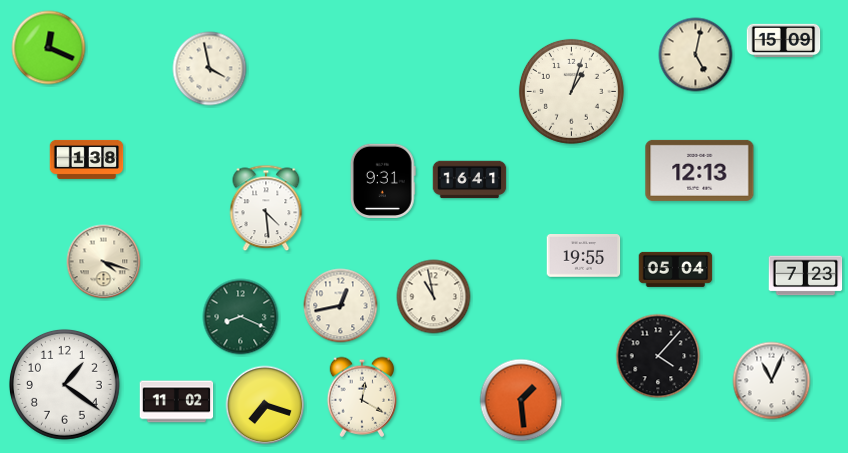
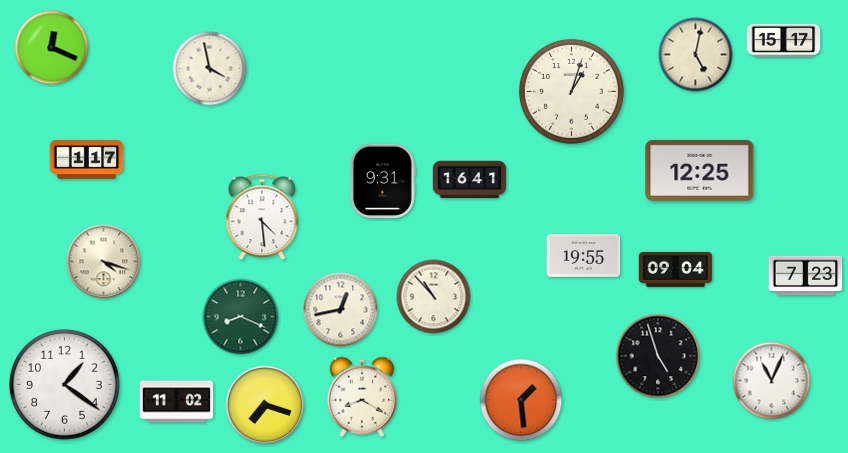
clock at (784, 40): 15:09 -> 15:17
clock at (49, 48) position: (49, 48) -> (52, 48)
clock at (87, 159): 1:38 -> 1:17
clock at (700, 170): 12:13 -> 12:25
clock at (266, 208) position: (266, 208) -> (262, 217)
clock at (676, 269): 05:04 -> 09:04
clock at (434, 297): 10:58 -> 10:53
clock at (341, 306) position: (341, 306) -> (341, 310)
clock at (658, 356): 4:07 -> 4:57
clock at (362, 397): 12:20 -> 8:20
